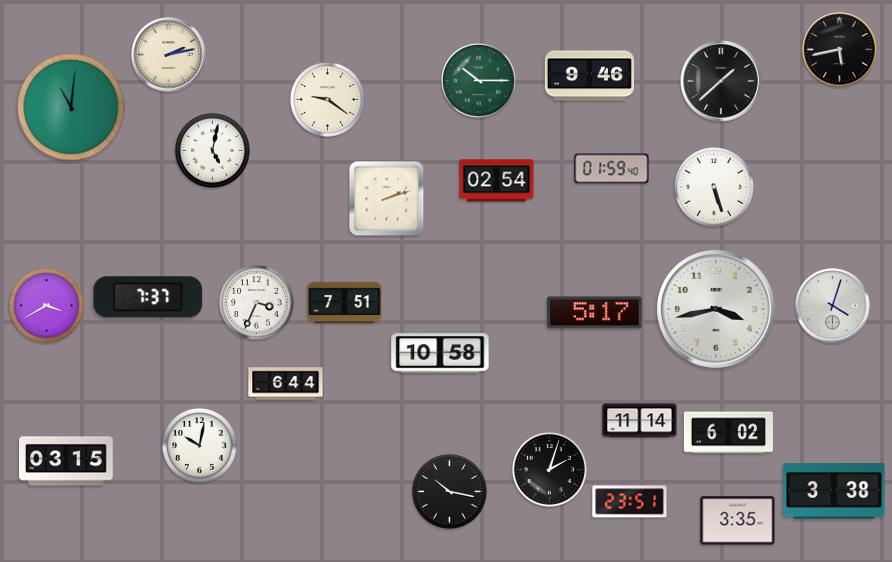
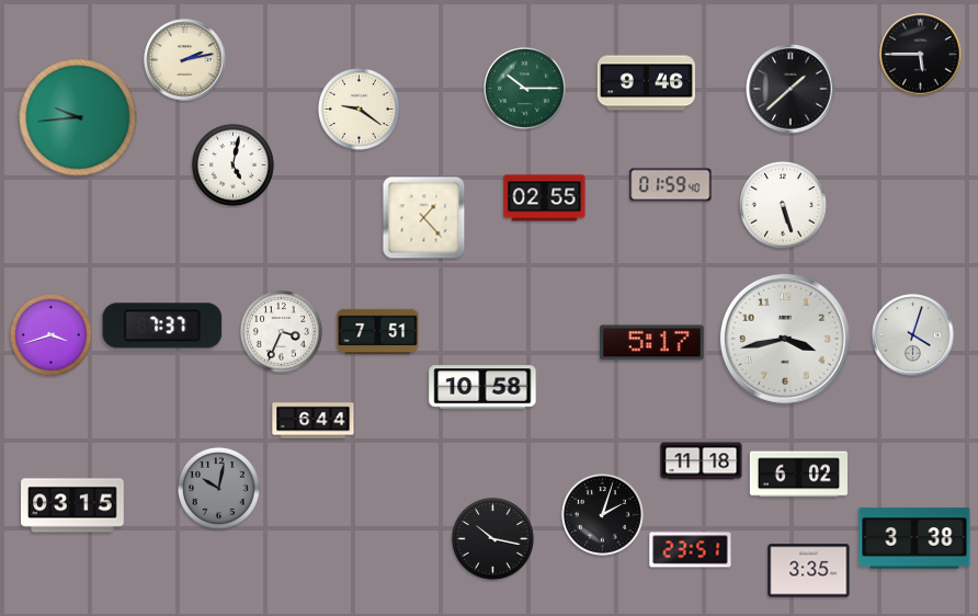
clock at (840, 50): 5:43 -> 5:45
clock at (71, 107): 11:01 -> 9:44
clock at (497, 181): 02:54 -> 02:55
clock at (387, 199): 2:12 -> 1:23
clock at (46, 305): 3:40 -> 3:42
clock at (640, 421): 11:14 -> 11:18
clock at (199, 445) dial: white -> grey
